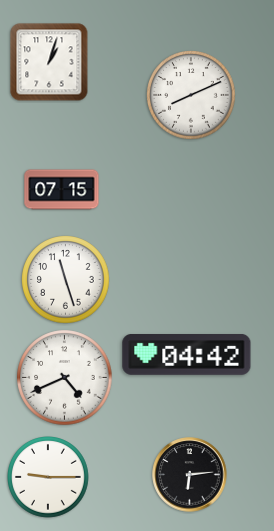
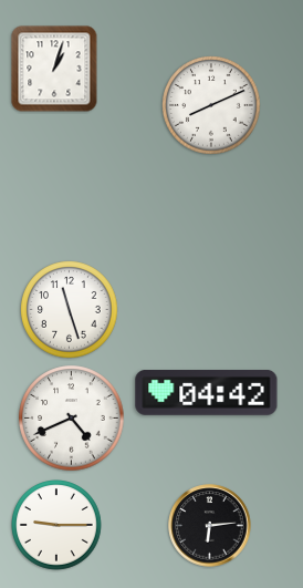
clock at (62, 190): 07:15 -> none
clock at (66, 280) position: (66, 280) -> (70, 310)
clock at (49, 478) position: (49, 478) -> (58, 526)
